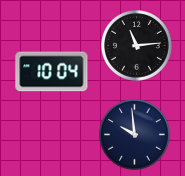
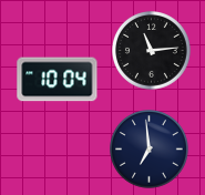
clock at (135, 135): 9:59 -> 6:59
